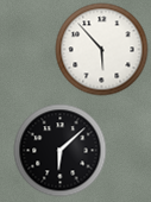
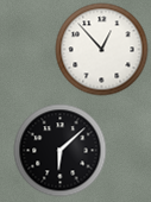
clock at (101, 49): 5:53 -> 12:53
